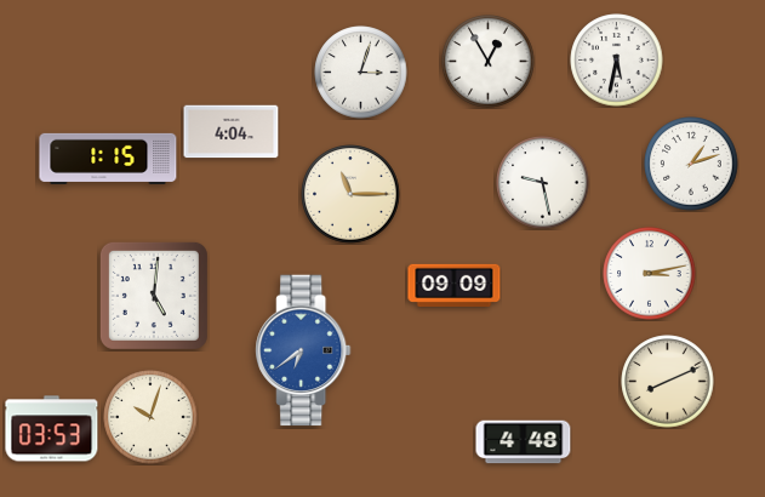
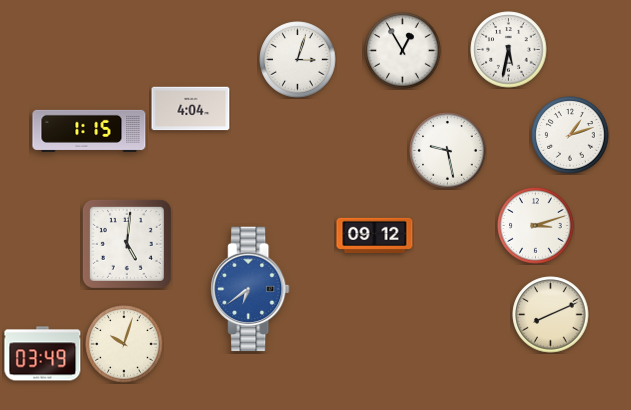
clock at (350, 194): 11:15 -> none
clock at (650, 274): 3:13 -> 3:12
clock at (455, 285): 09:09 -> 09:12
clock at (52, 429): 03:53 -> 03:49
clock at (524, 442): 4:48 -> none
